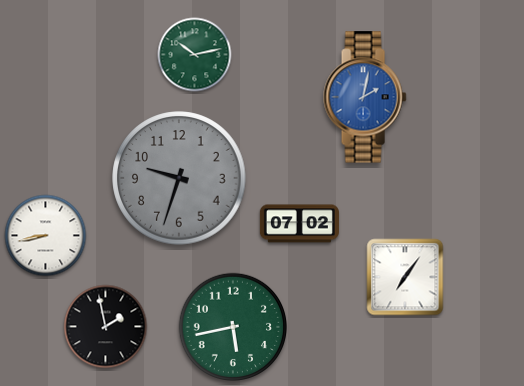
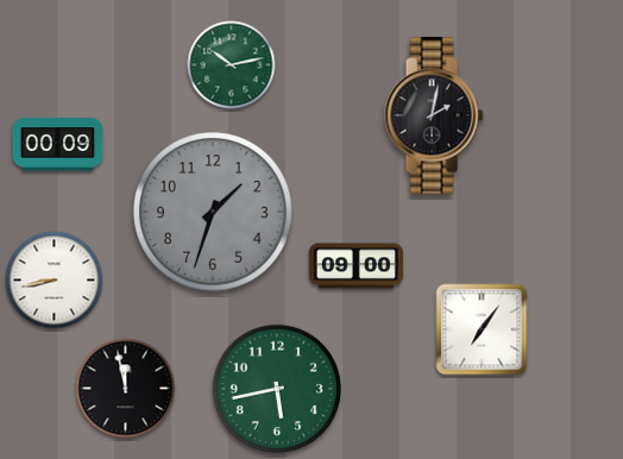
clock at (365, 97) dial: blue -> black
clock at (58, 145): none -> 00:09
clock at (179, 178): 9:33 -> 1:33
clock at (299, 224): 07:02 -> 09:00
clock at (106, 327): 1:58 -> 11:58
